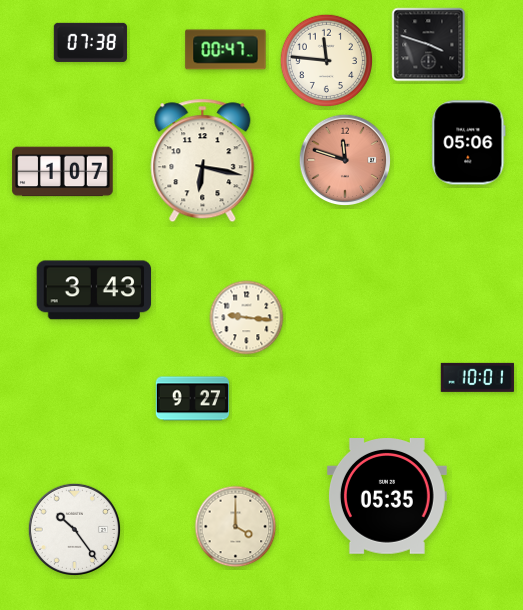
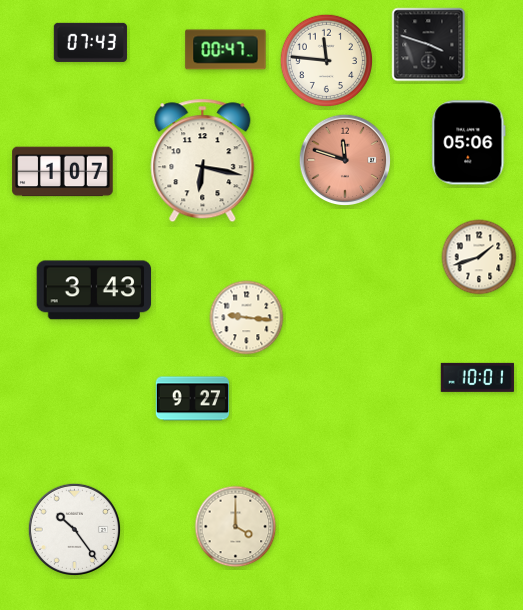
clock at (90, 42): 07:38 -> 07:43
clock at (479, 257): none -> 1:42
clock at (387, 497): 05:35 -> none
